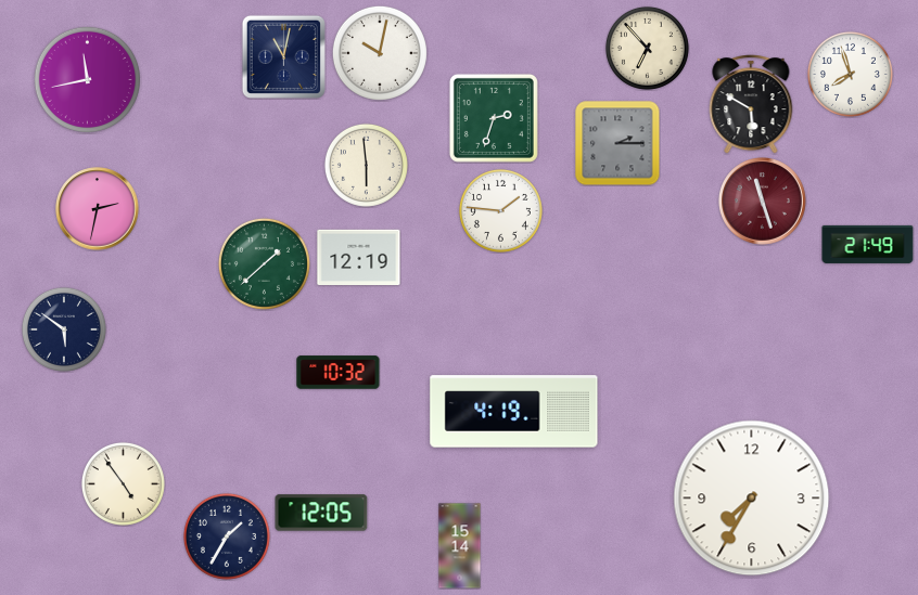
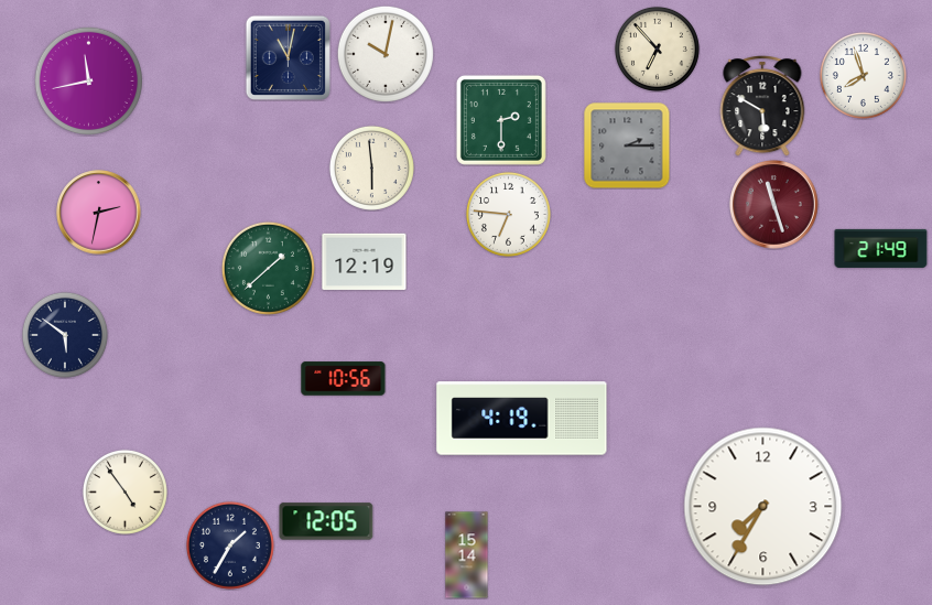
clock at (494, 118): 2:33 -> 2:30
clock at (500, 210): 1:46 -> 6:46
clock at (339, 373): 10:32 -> 10:56
